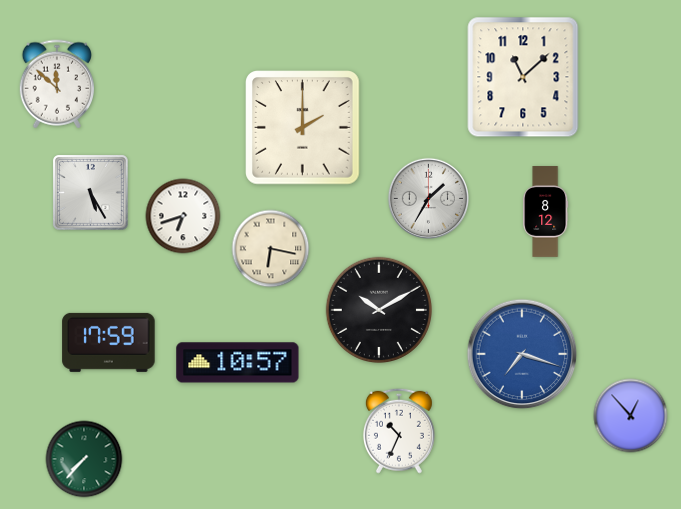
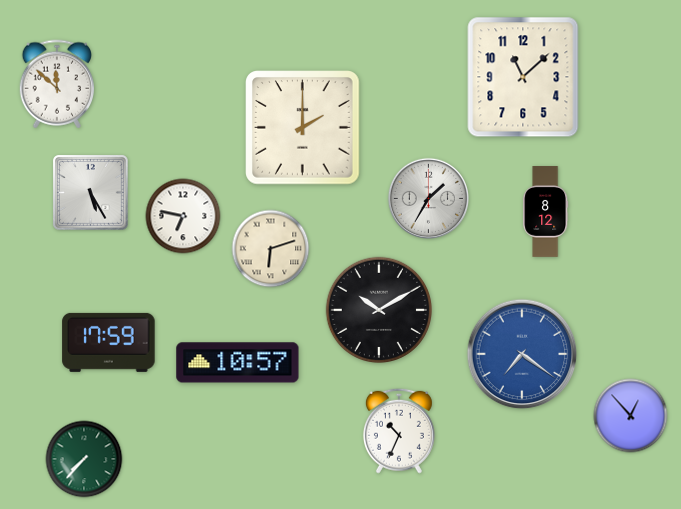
clock at (183, 216): 6:42 -> 6:47
clock at (271, 249): 6:17 -> 6:12
clock at (522, 354): 7:18 -> 7:21
